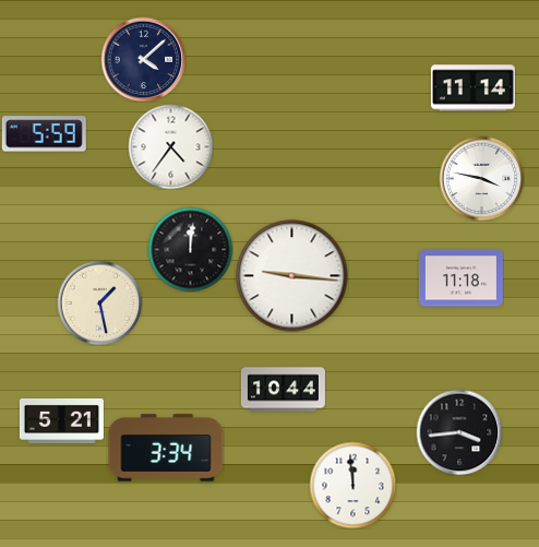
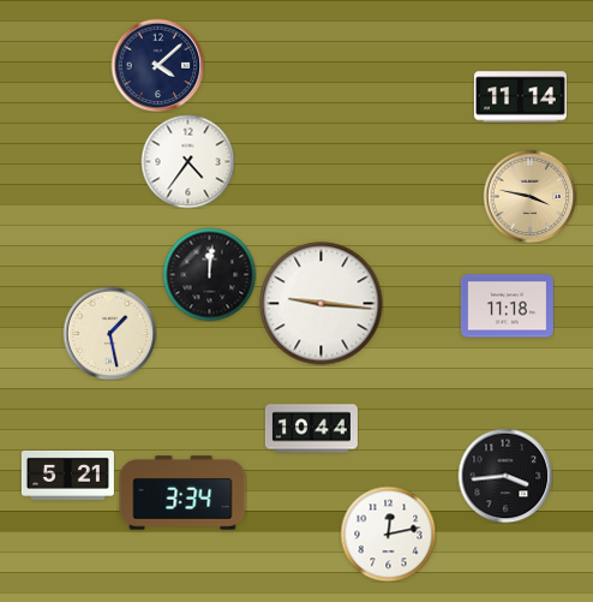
clock at (44, 134): 5:59 -> none
clock at (481, 178) dial: white -> champagne
clock at (61, 420) position: (61, 420) -> (67, 475)
clock at (352, 485): 11:59 -> 12:13
